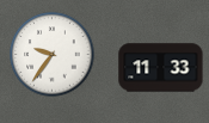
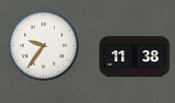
clock at (161, 68): 11:33 -> 11:38
